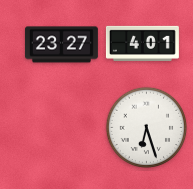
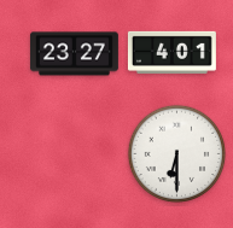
clock at (147, 128): 6:27 -> 6:30
